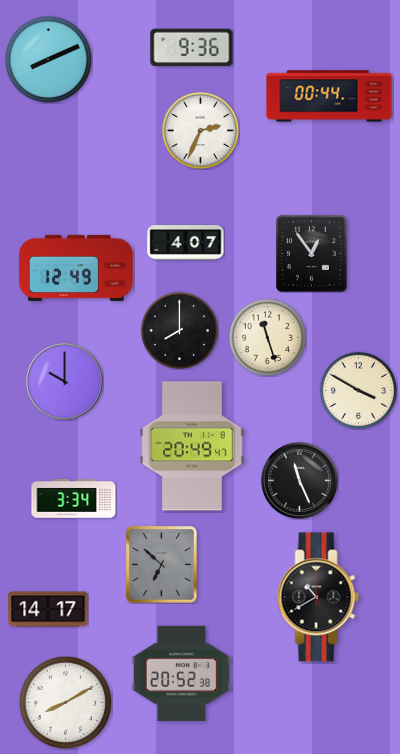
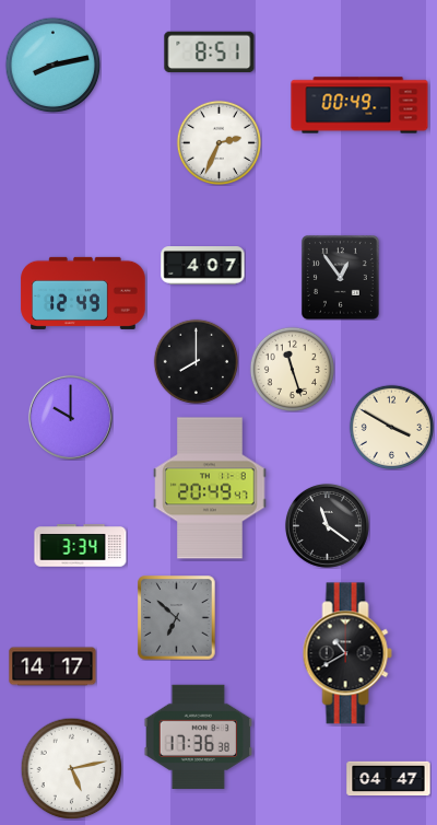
clock at (192, 48): 9:36 -> 8:51
clock at (48, 59): 8:11 -> 8:13
clock at (329, 96): 00:44 -> 00:49
clock at (299, 480): 11:26 -> 11:21
clock at (182, 673): 20:52 -> 17:36
clock at (65, 702): 8:10 -> 5:13
clock at (389, 779): none -> 04:47
